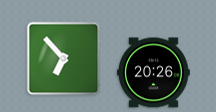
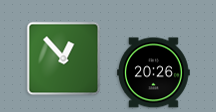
clock at (64, 59): 6:53 -> 12:53
